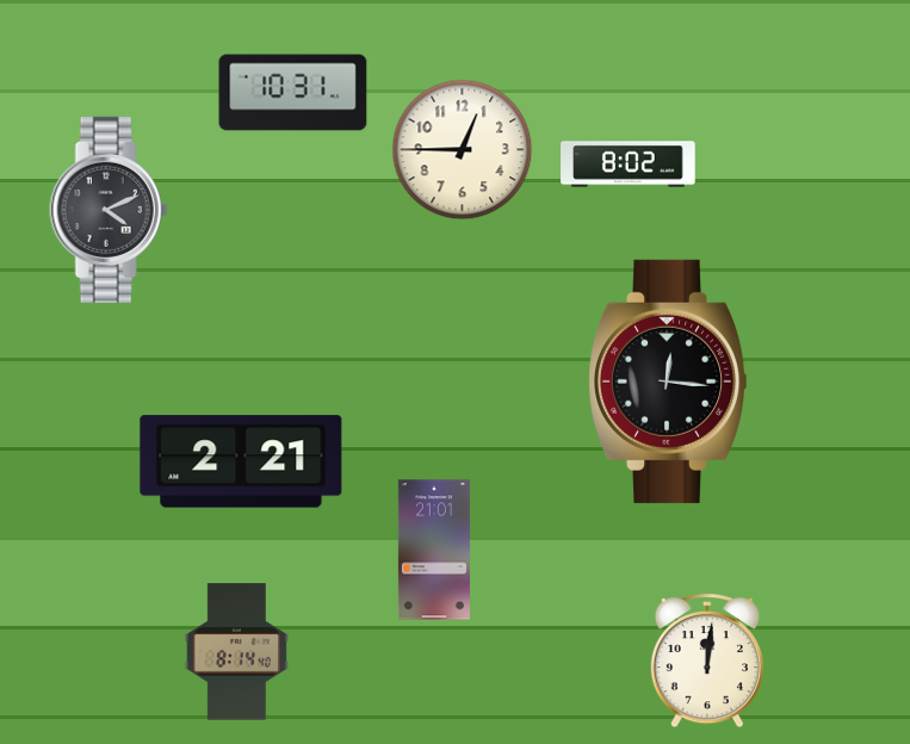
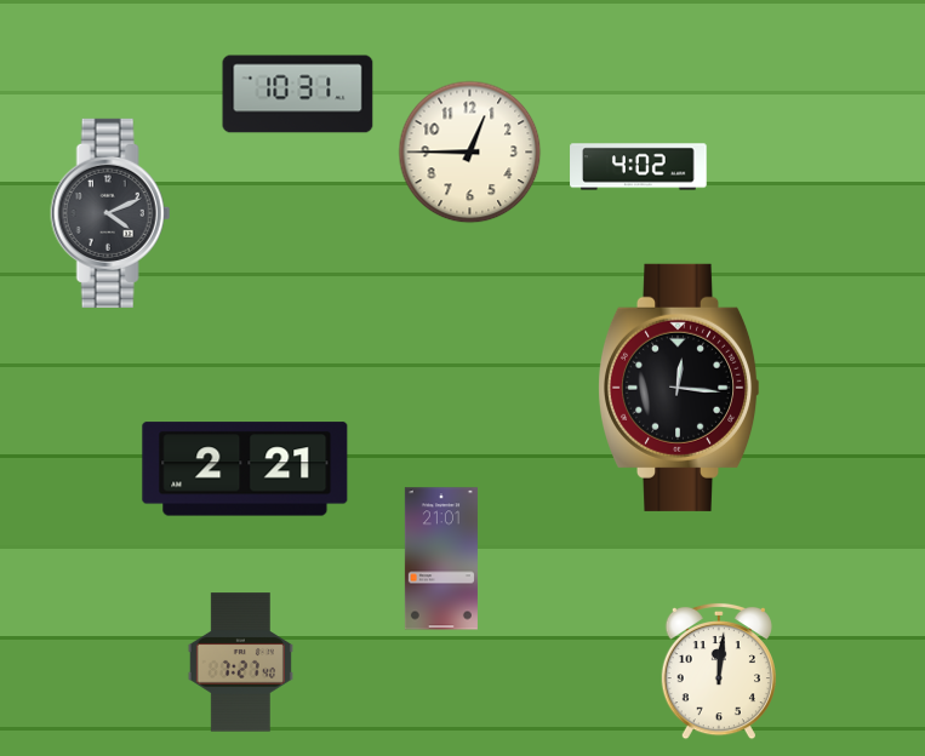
clock at (629, 165): 8:02 -> 4:02
clock at (236, 652): 8:14 -> 7:27
